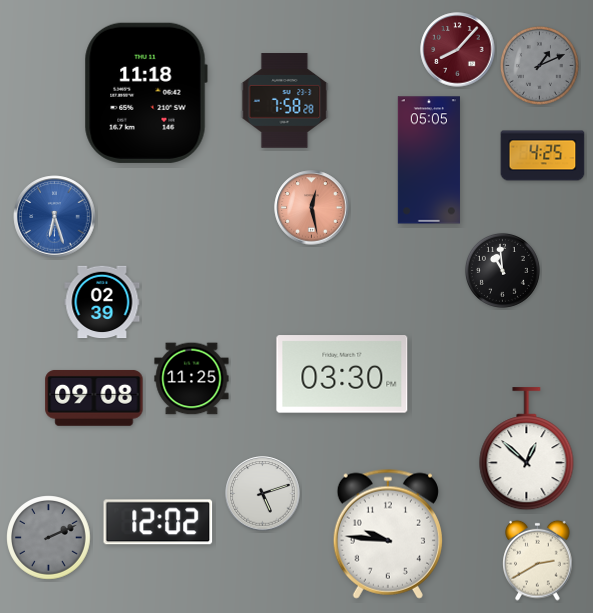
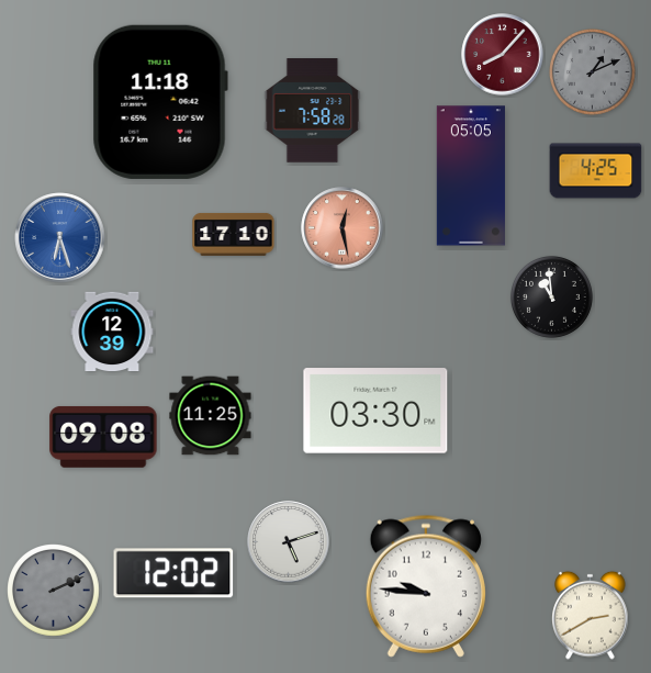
clock at (234, 234): none -> 17:10
clock at (102, 302): 02:39 -> 12:39
clock at (527, 449): 12:52 -> none
